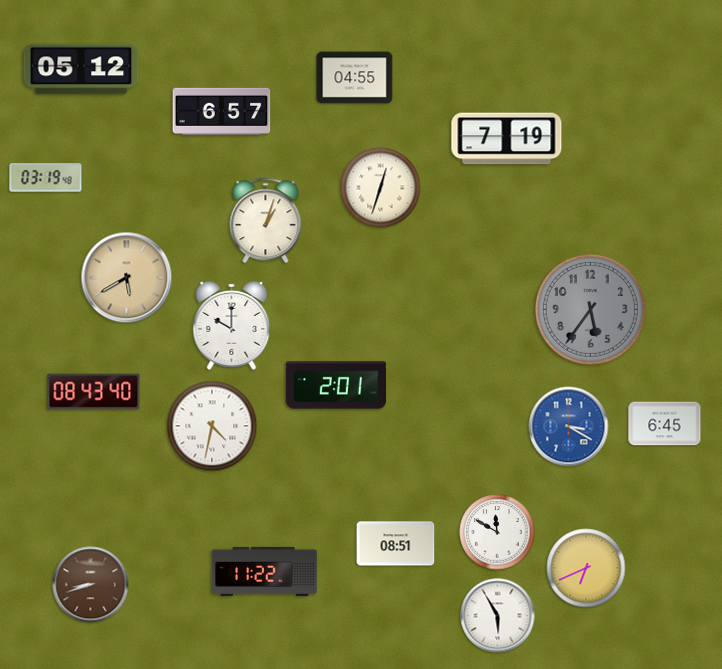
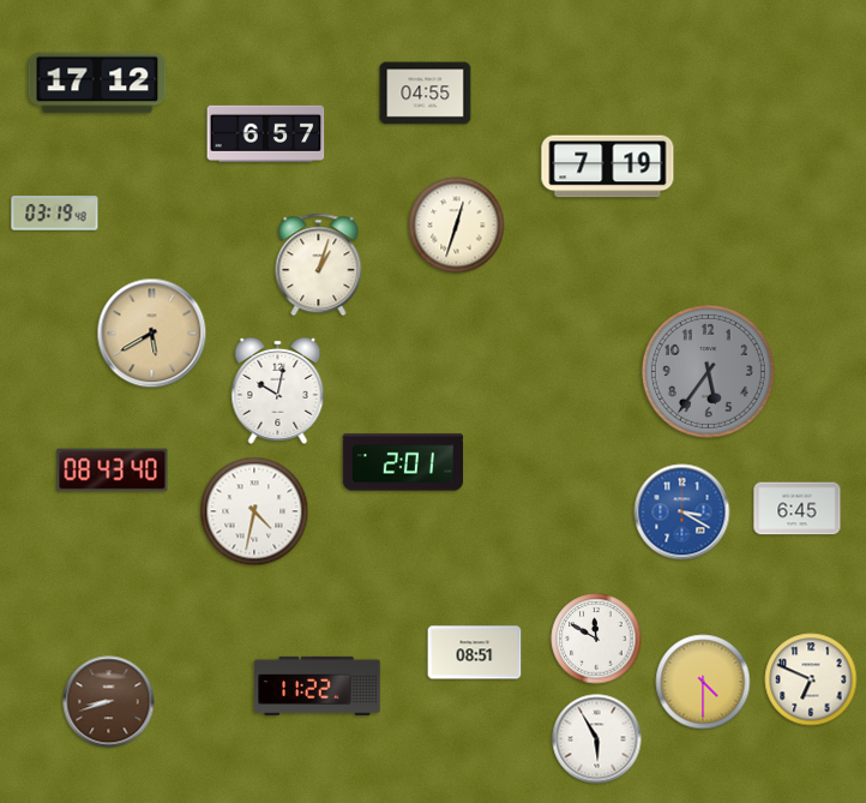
clock at (81, 69): 05:12 -> 17:12
clock at (232, 325): 10:00 -> 10:02
clock at (811, 679): none -> 6:49
clock at (586, 568): 6:41 -> 4:30
